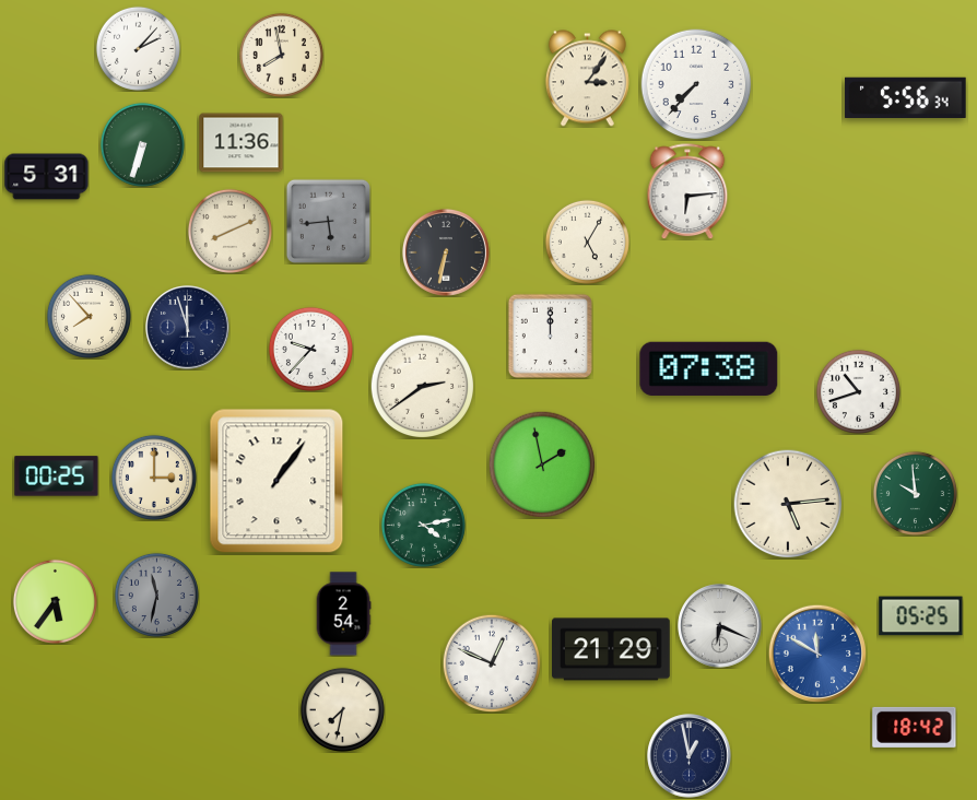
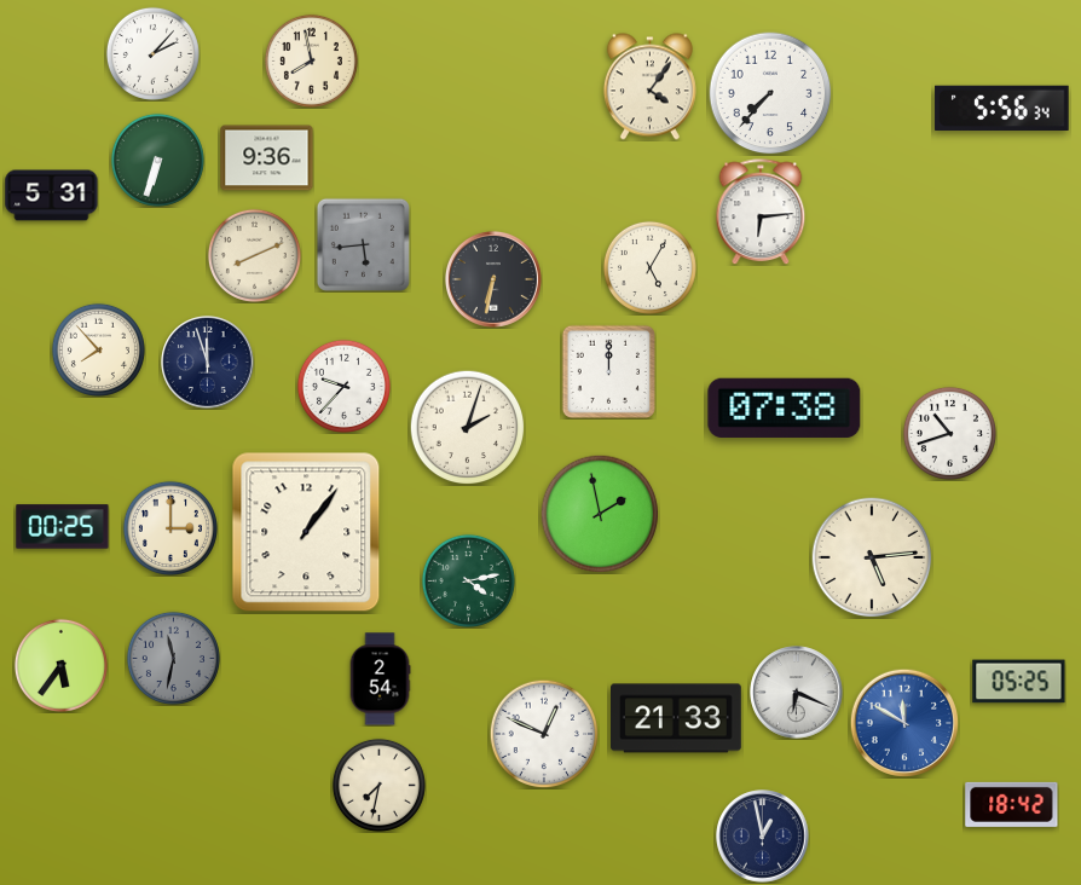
clock at (587, 79): 3:06 -> 4:06
clock at (242, 143): 11:36 -> 9:36
clock at (422, 386): 2:39 -> 2:03
clock at (915, 493): 9:59 -> none
clock at (612, 649): 21:29 -> 21:33
